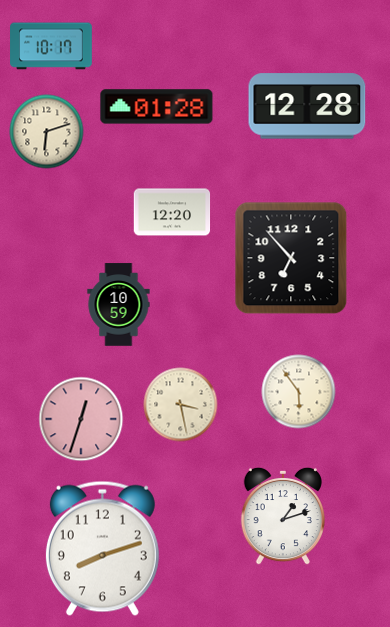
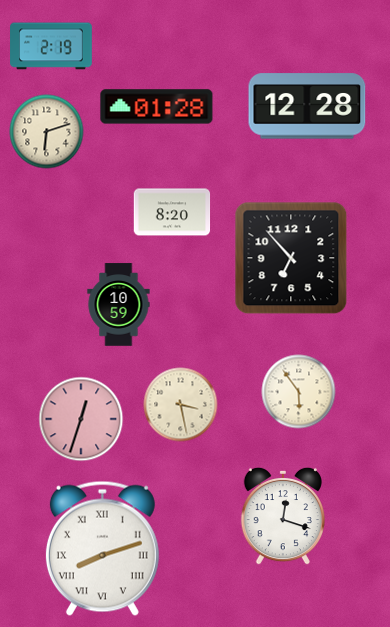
clock at (51, 46): 10:17 -> 2:19
clock at (172, 212): 12:20 -> 8:20
clock at (282, 516): 1:12 -> 12:18
clock at (102, 548) numerals: Arabic -> Roman
